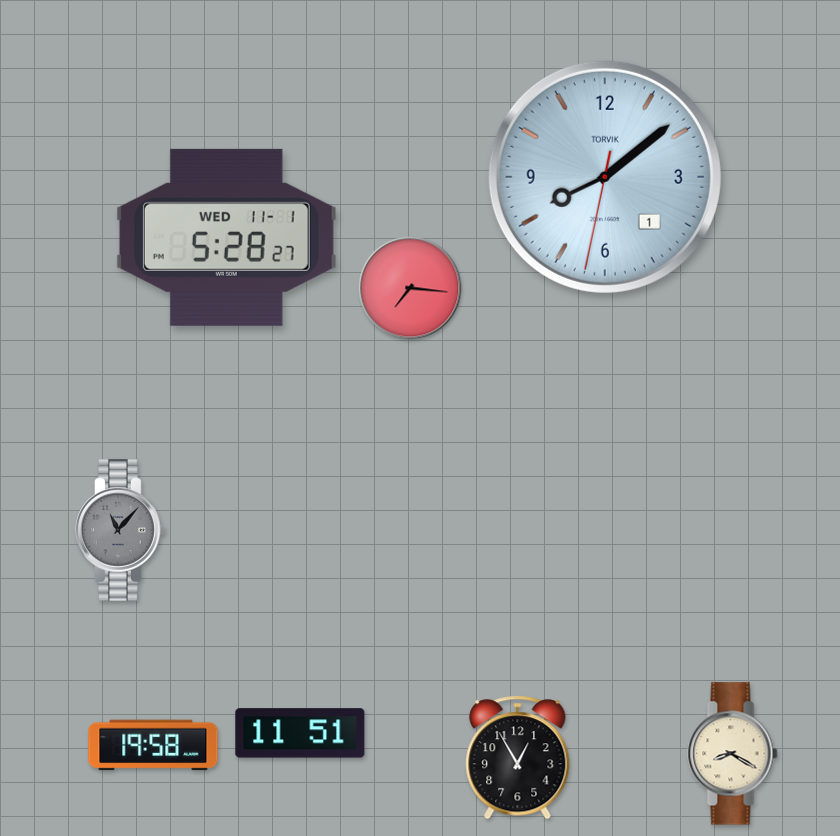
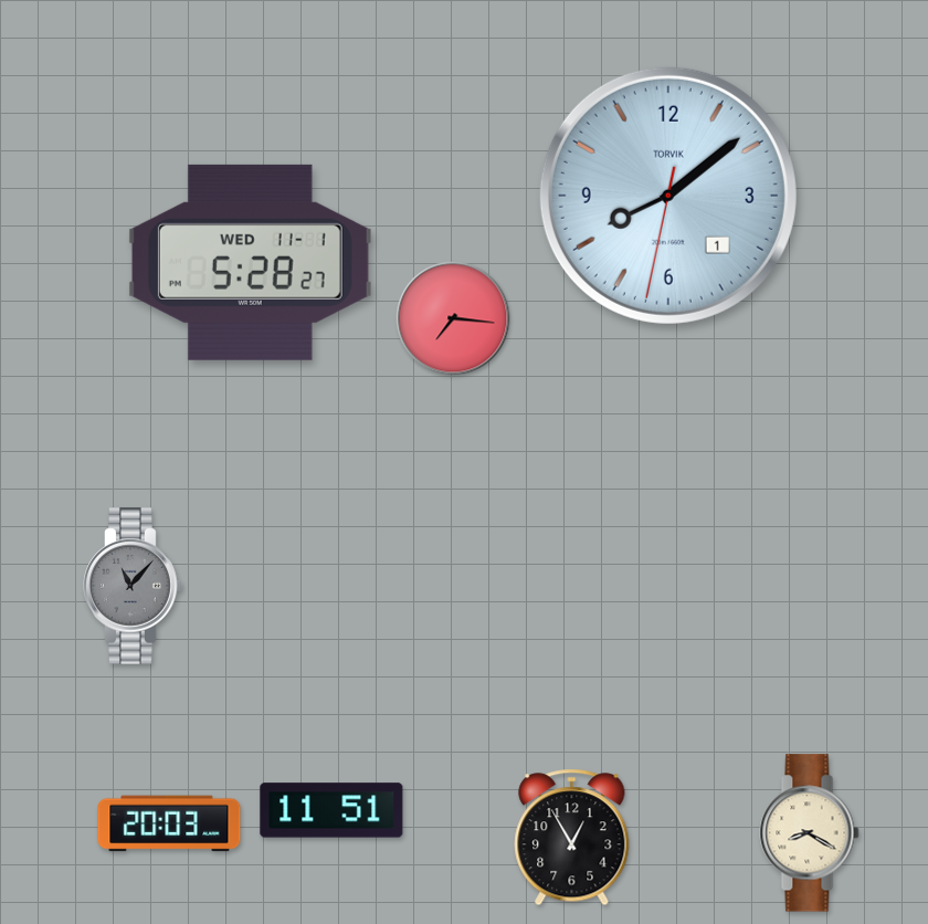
clock at (153, 745): 19:58 -> 20:03
